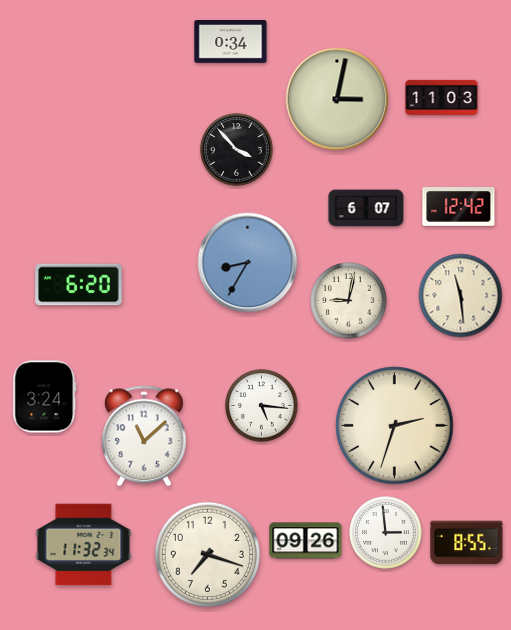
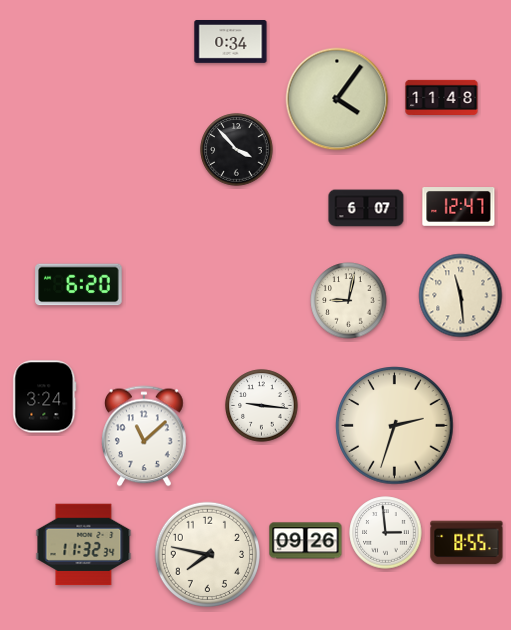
clock at (442, 97): 11:03 -> 11:48
clock at (337, 99): 3:02 -> 4:06
clock at (459, 207): 12:42 -> 12:47
clock at (248, 263): 8:35 -> none
clock at (262, 406): 5:16 -> 9:16
clock at (207, 554): 7:18 -> 7:47
